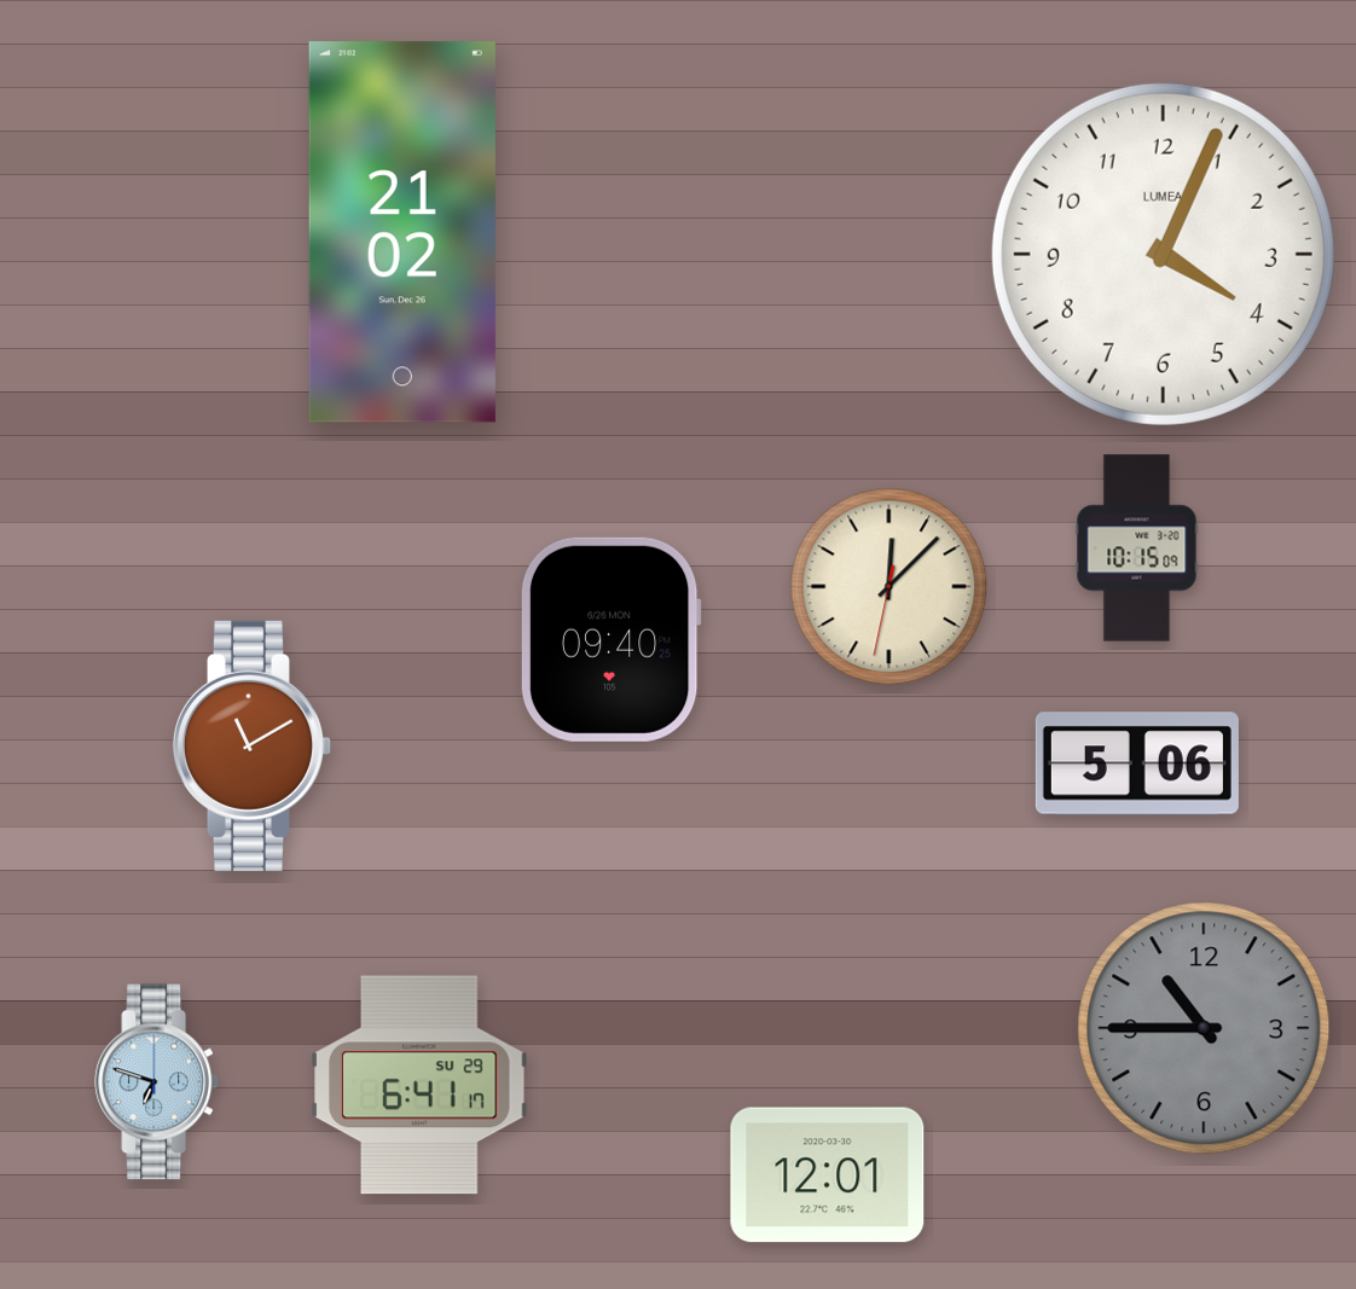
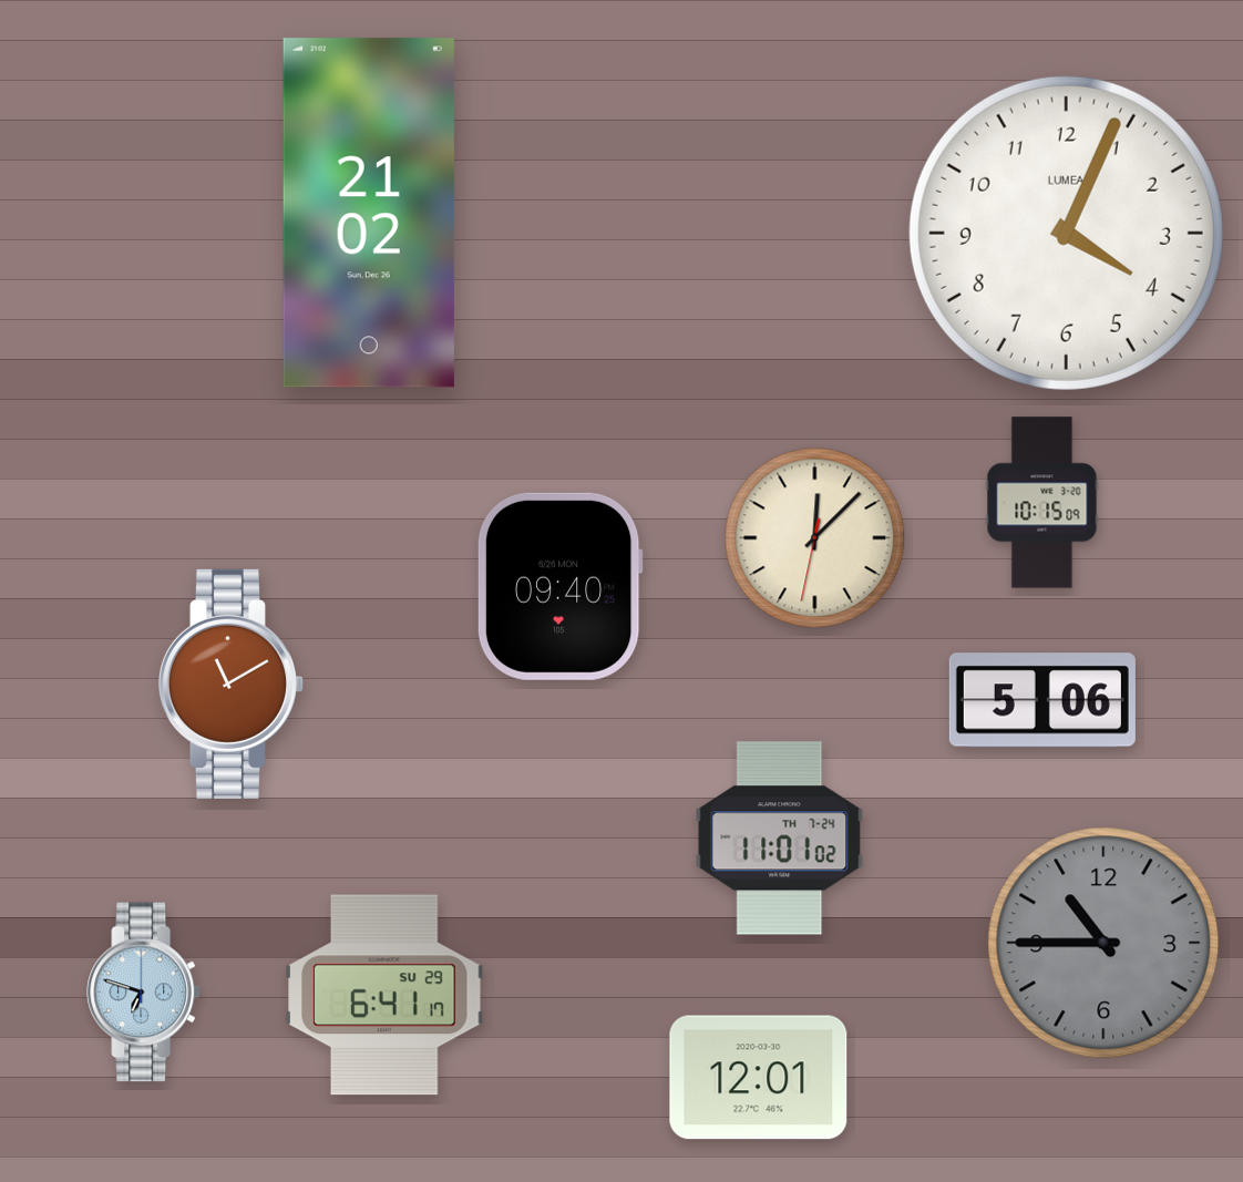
clock at (780, 839): none -> 11:01
